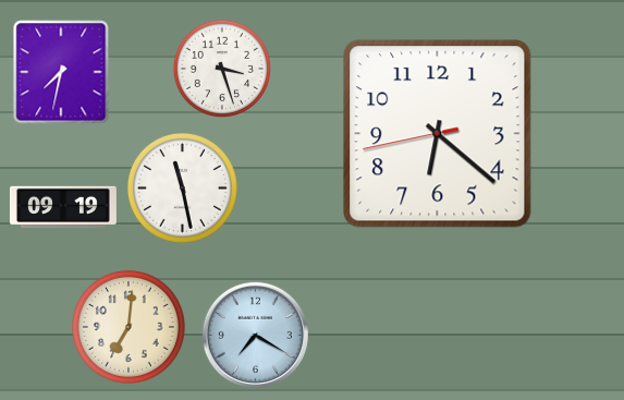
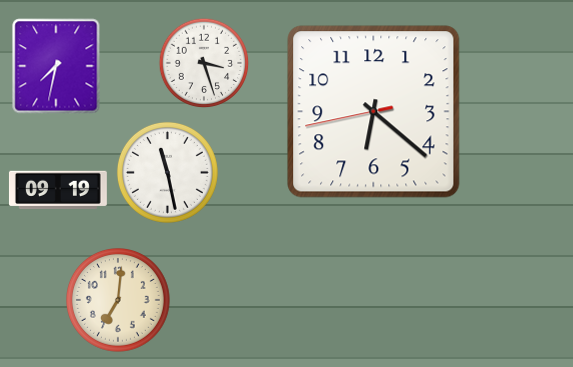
clock at (438, 134) position: (438, 134) -> (374, 112)
clock at (255, 335): 7:20 -> none
